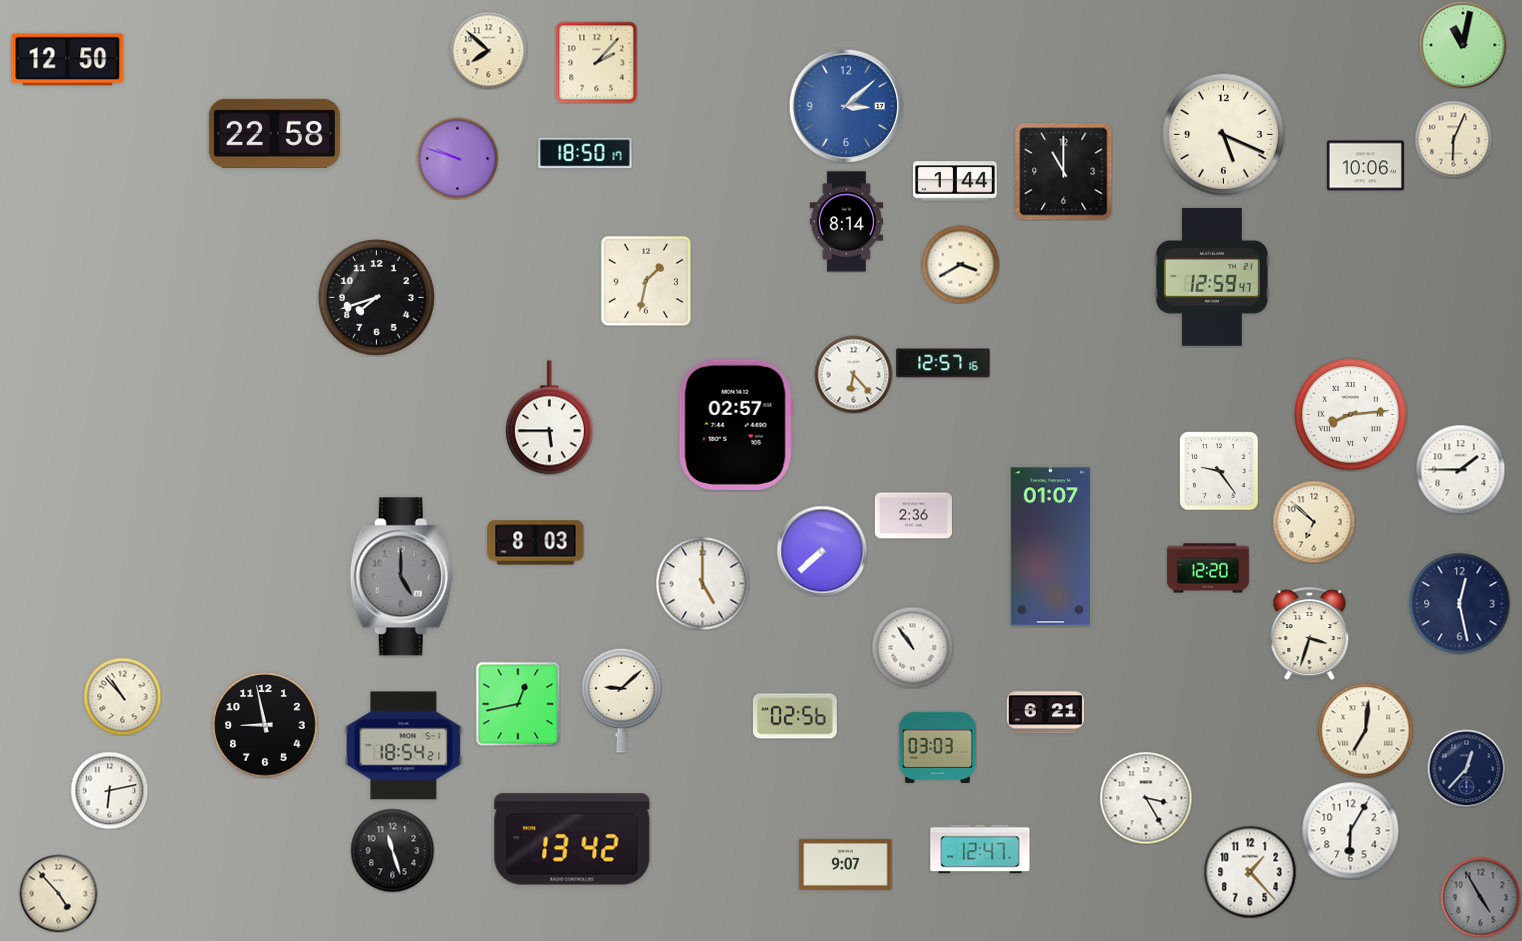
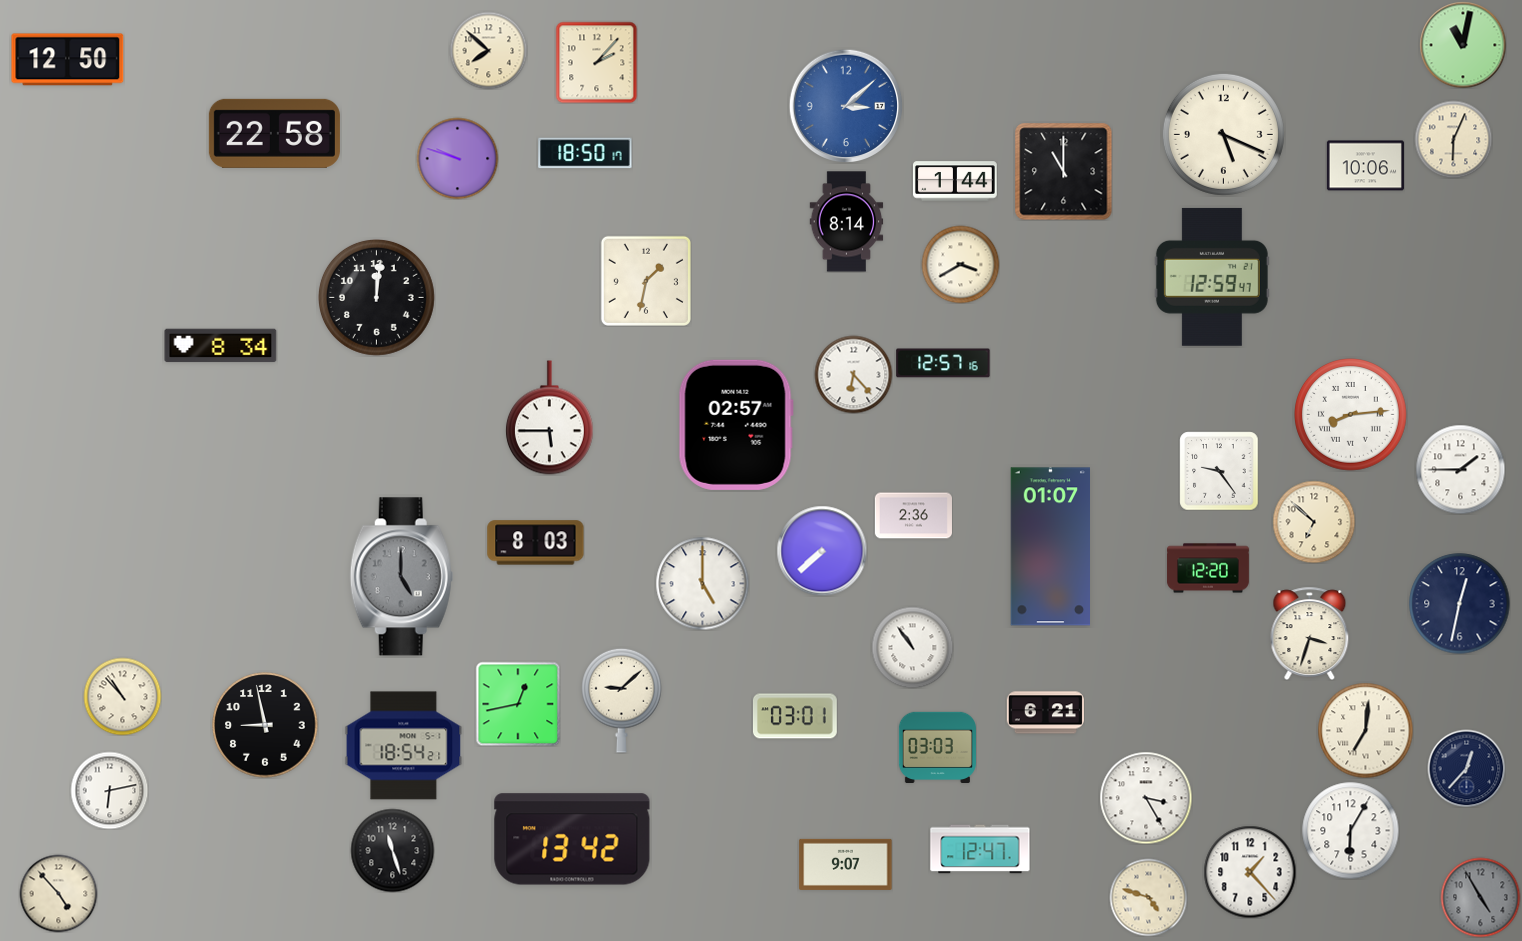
clock at (376, 297): 7:42 -> 12:01
clock at (221, 346): none -> 8:34
clock at (1460, 604): 12:28 -> 12:32
clock at (795, 716): 02:56 -> 03:01
clock at (1148, 897): none -> 4:48
